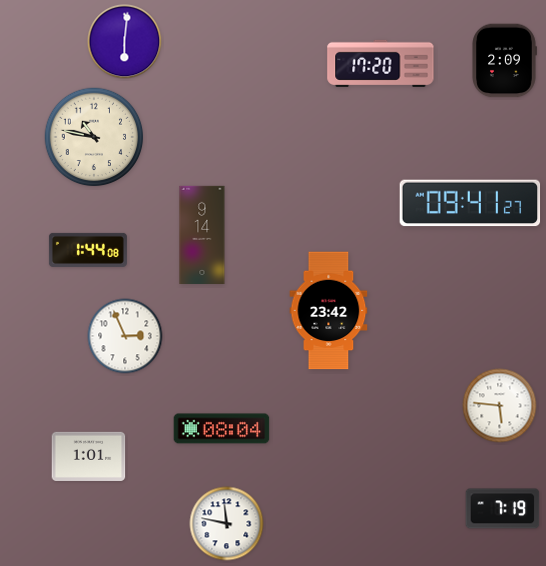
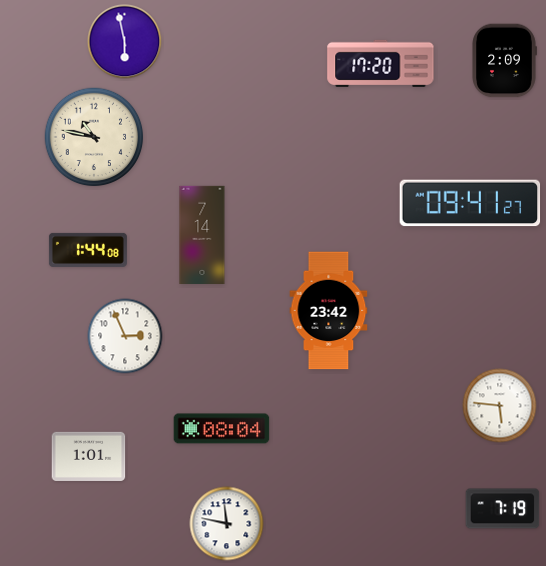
clock at (125, 42): 6:01 -> 5:58
clock at (202, 234): 9:14 -> 7:14
